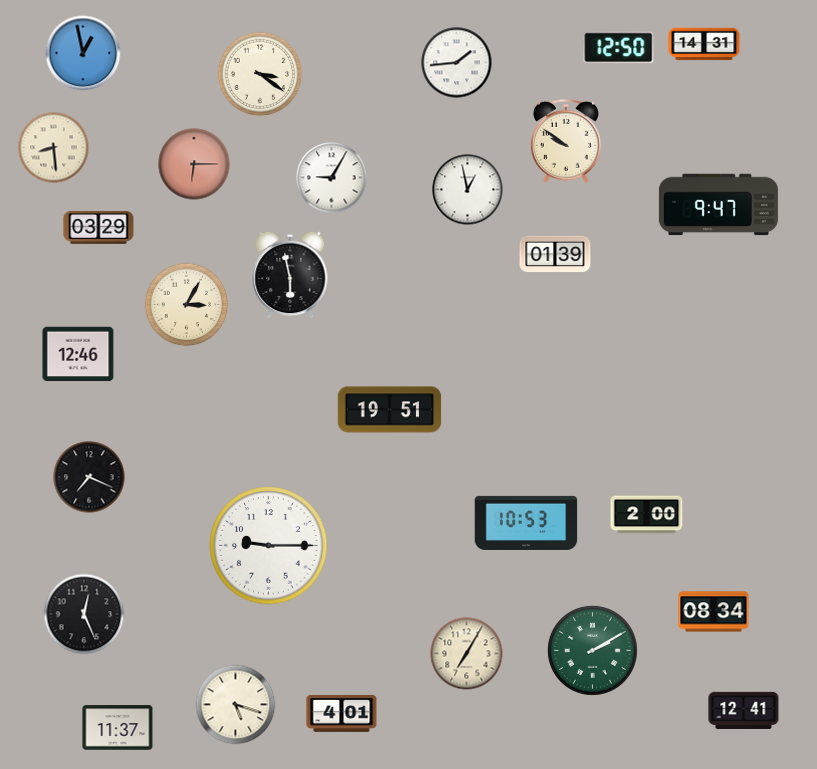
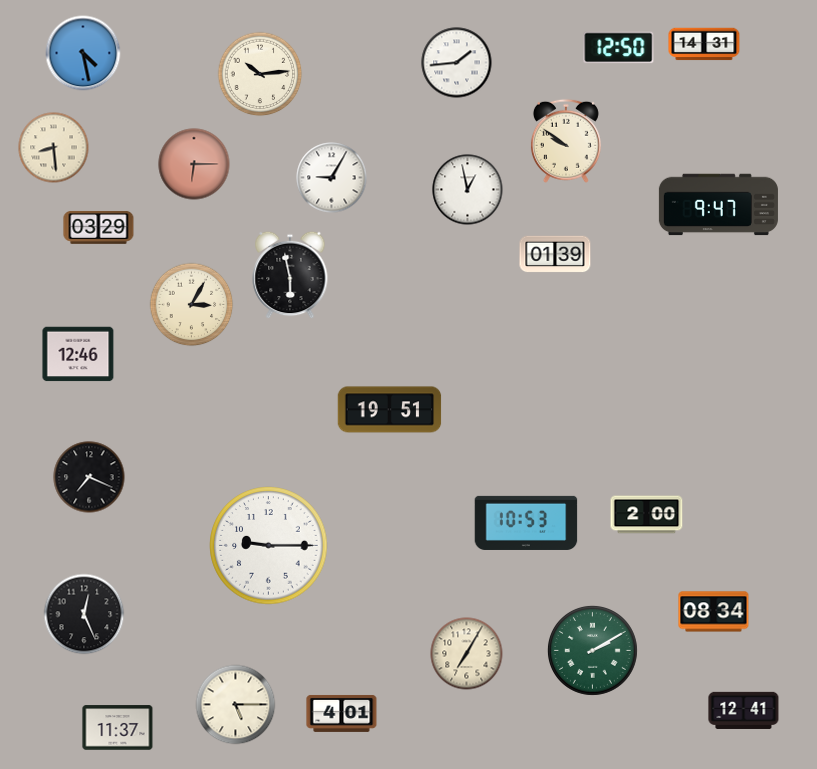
clock at (83, 53): 12:58 -> 4:28
clock at (260, 74): 3:21 -> 10:14
clock at (187, 305) position: (187, 305) -> (192, 305)
clock at (236, 705): 5:18 -> 5:15
